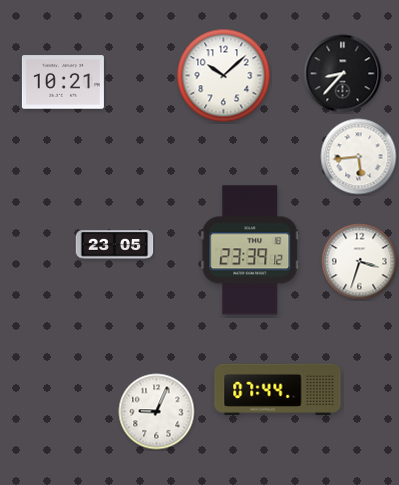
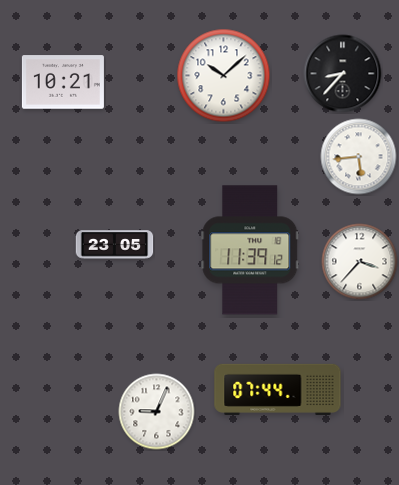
clock at (250, 250): 23:39 -> 11:39
clock at (360, 262): 3:33 -> 3:37
